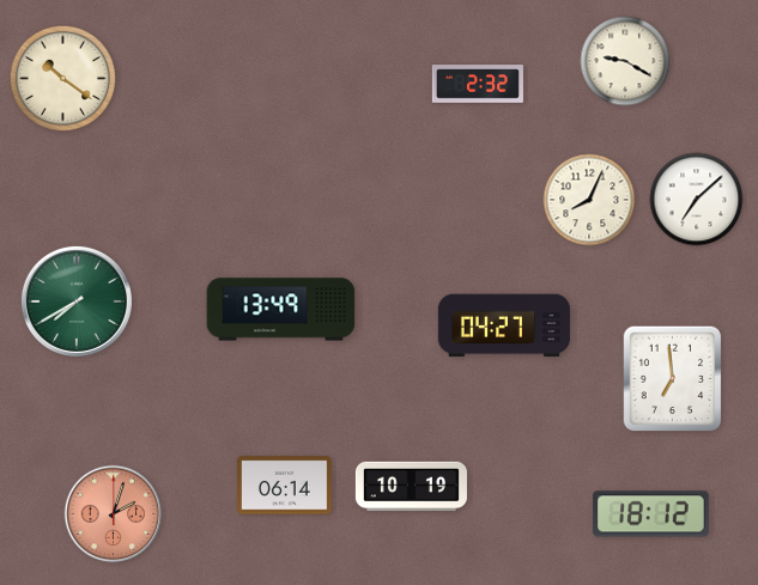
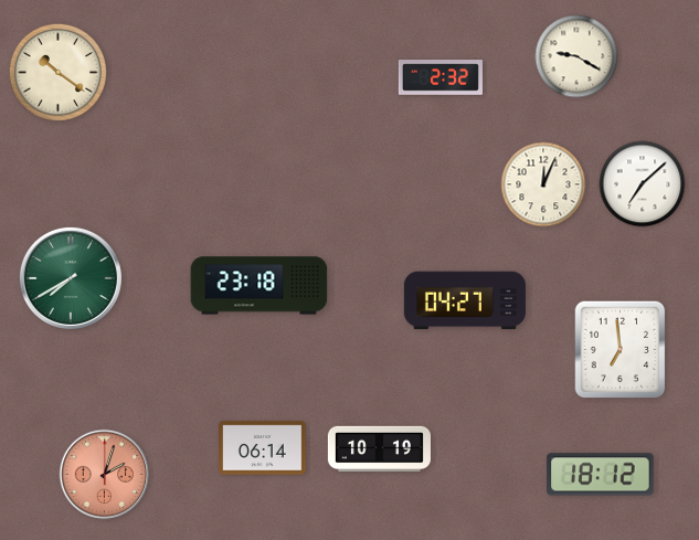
clock at (589, 200): 8:04 -> 12:04
clock at (281, 310): 13:49 -> 23:18
